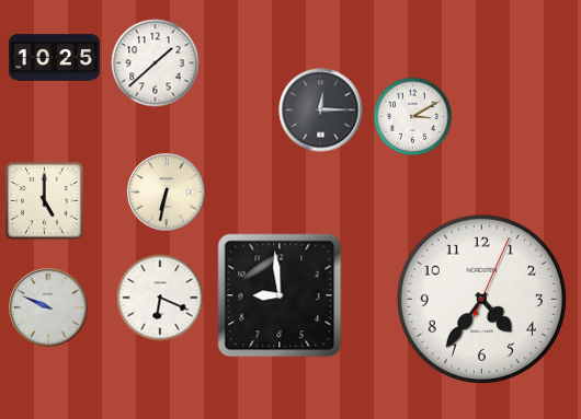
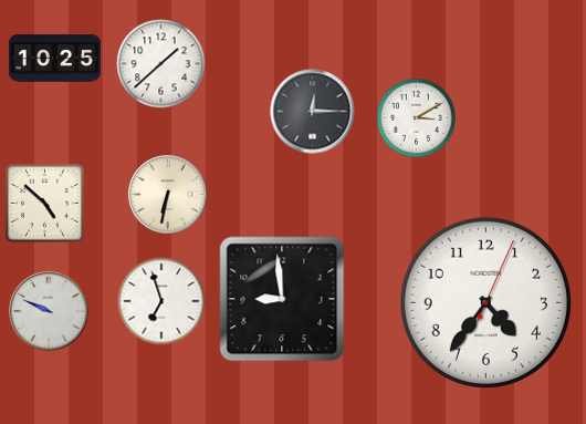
clock at (156, 63) position: (156, 63) -> (161, 64)
clock at (321, 110) position: (321, 110) -> (313, 112)
clock at (45, 201): 5:00 -> 4:52
clock at (160, 298): 6:19 -> 6:57
